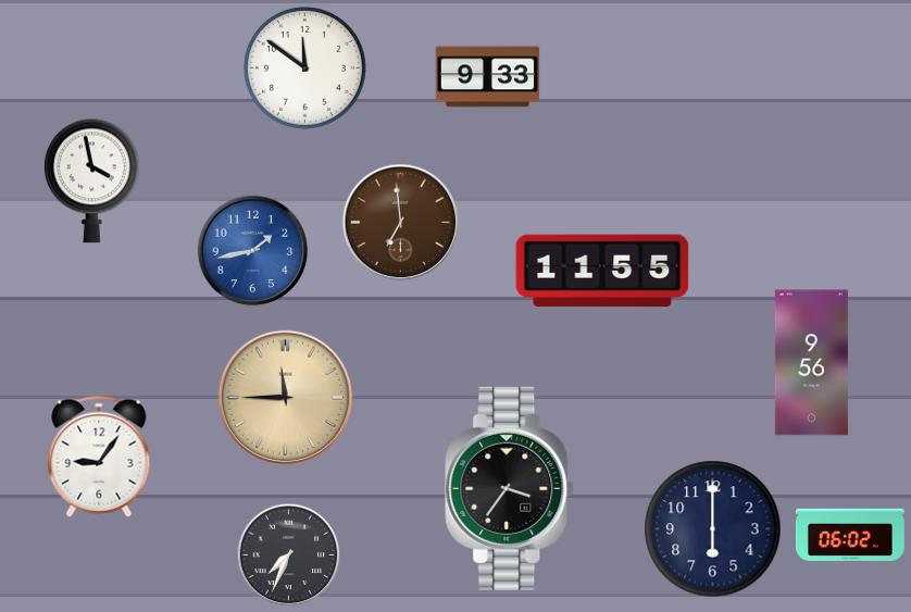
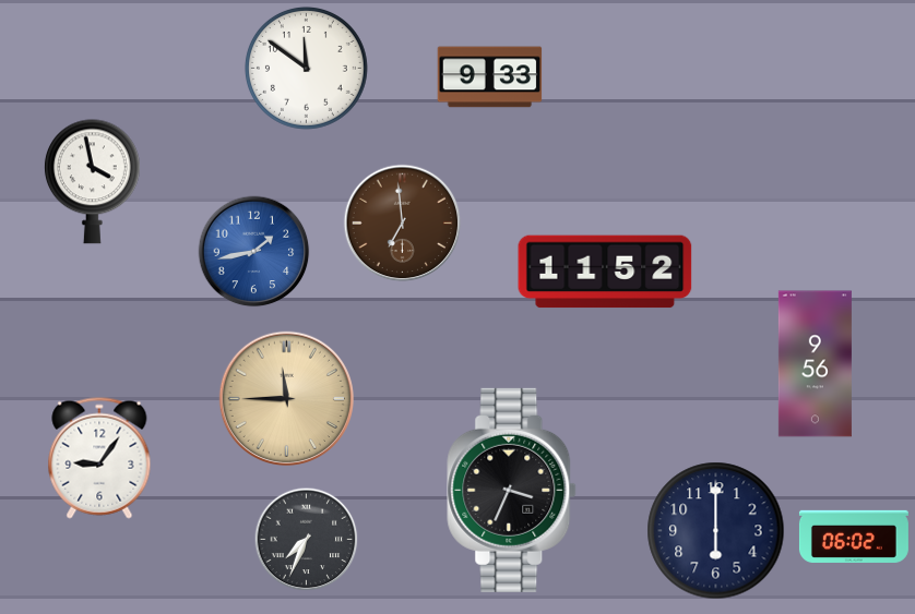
clock at (602, 271): 11:55 -> 11:52
clock at (510, 488): 3:36 -> 3:34
clock at (289, 555) position: (289, 555) -> (307, 540)
